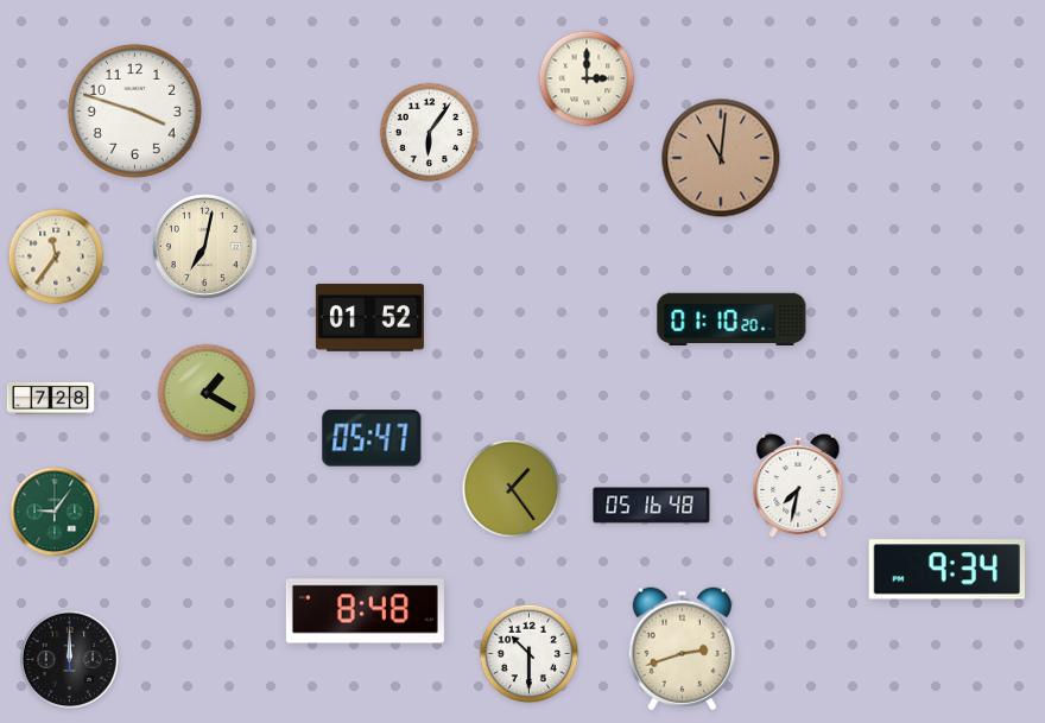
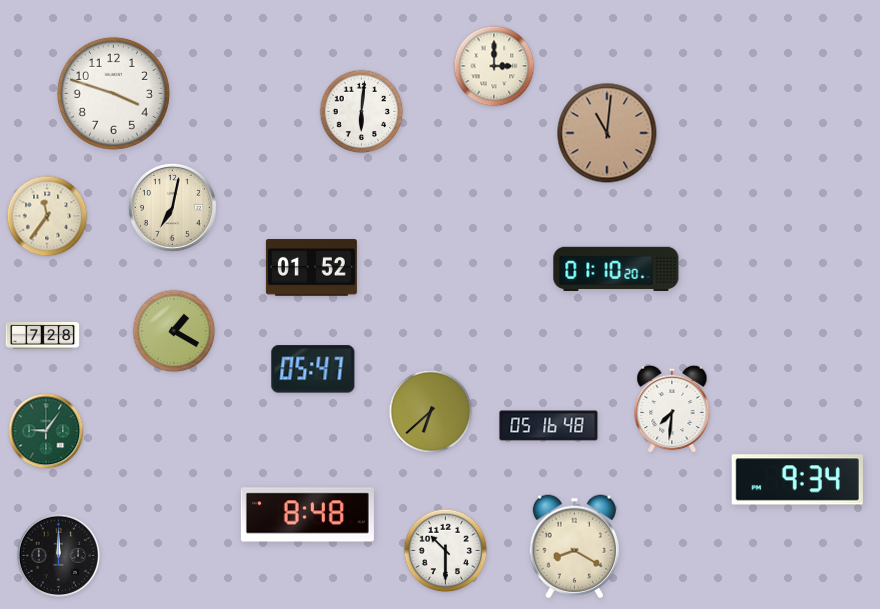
clock at (430, 133): 6:06 -> 6:01
clock at (798, 486): 7:32 -> 7:31
clock at (512, 489): 1:24 -> 6:38
clock at (682, 649): 2:42 -> 8:20
